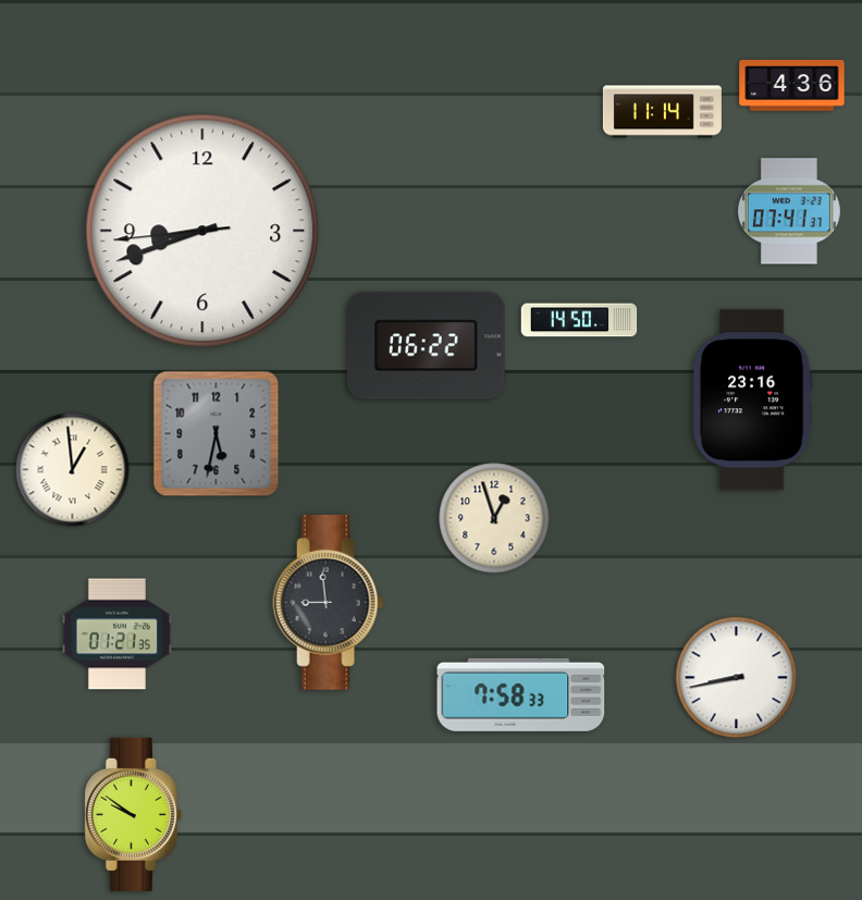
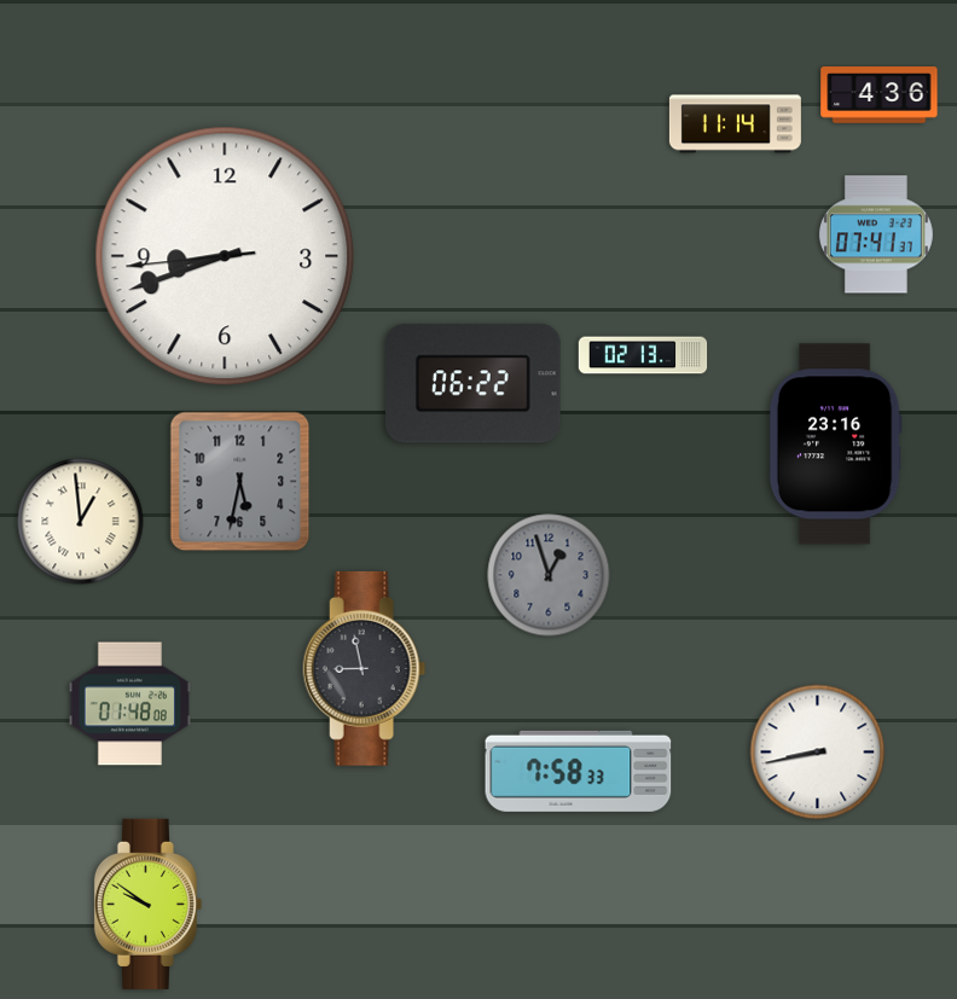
clock at (579, 320): 14:50 -> 02:13
clock at (494, 518) dial: cream -> grey
clock at (329, 602): 8:59 -> 8:58
clock at (116, 634): 01:21 -> 01:48
